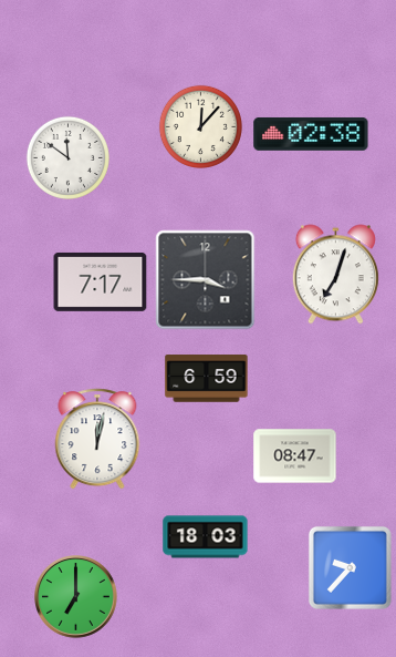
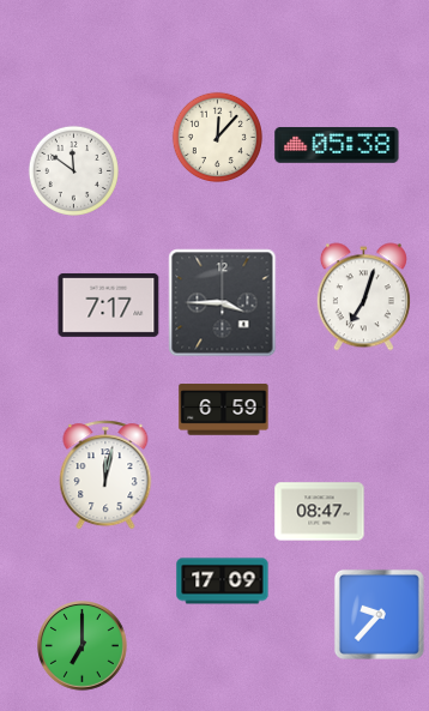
clock at (311, 134): 02:38 -> 05:38
clock at (295, 456) position: (295, 456) -> (320, 512)
clock at (206, 537): 18:03 -> 17:09
